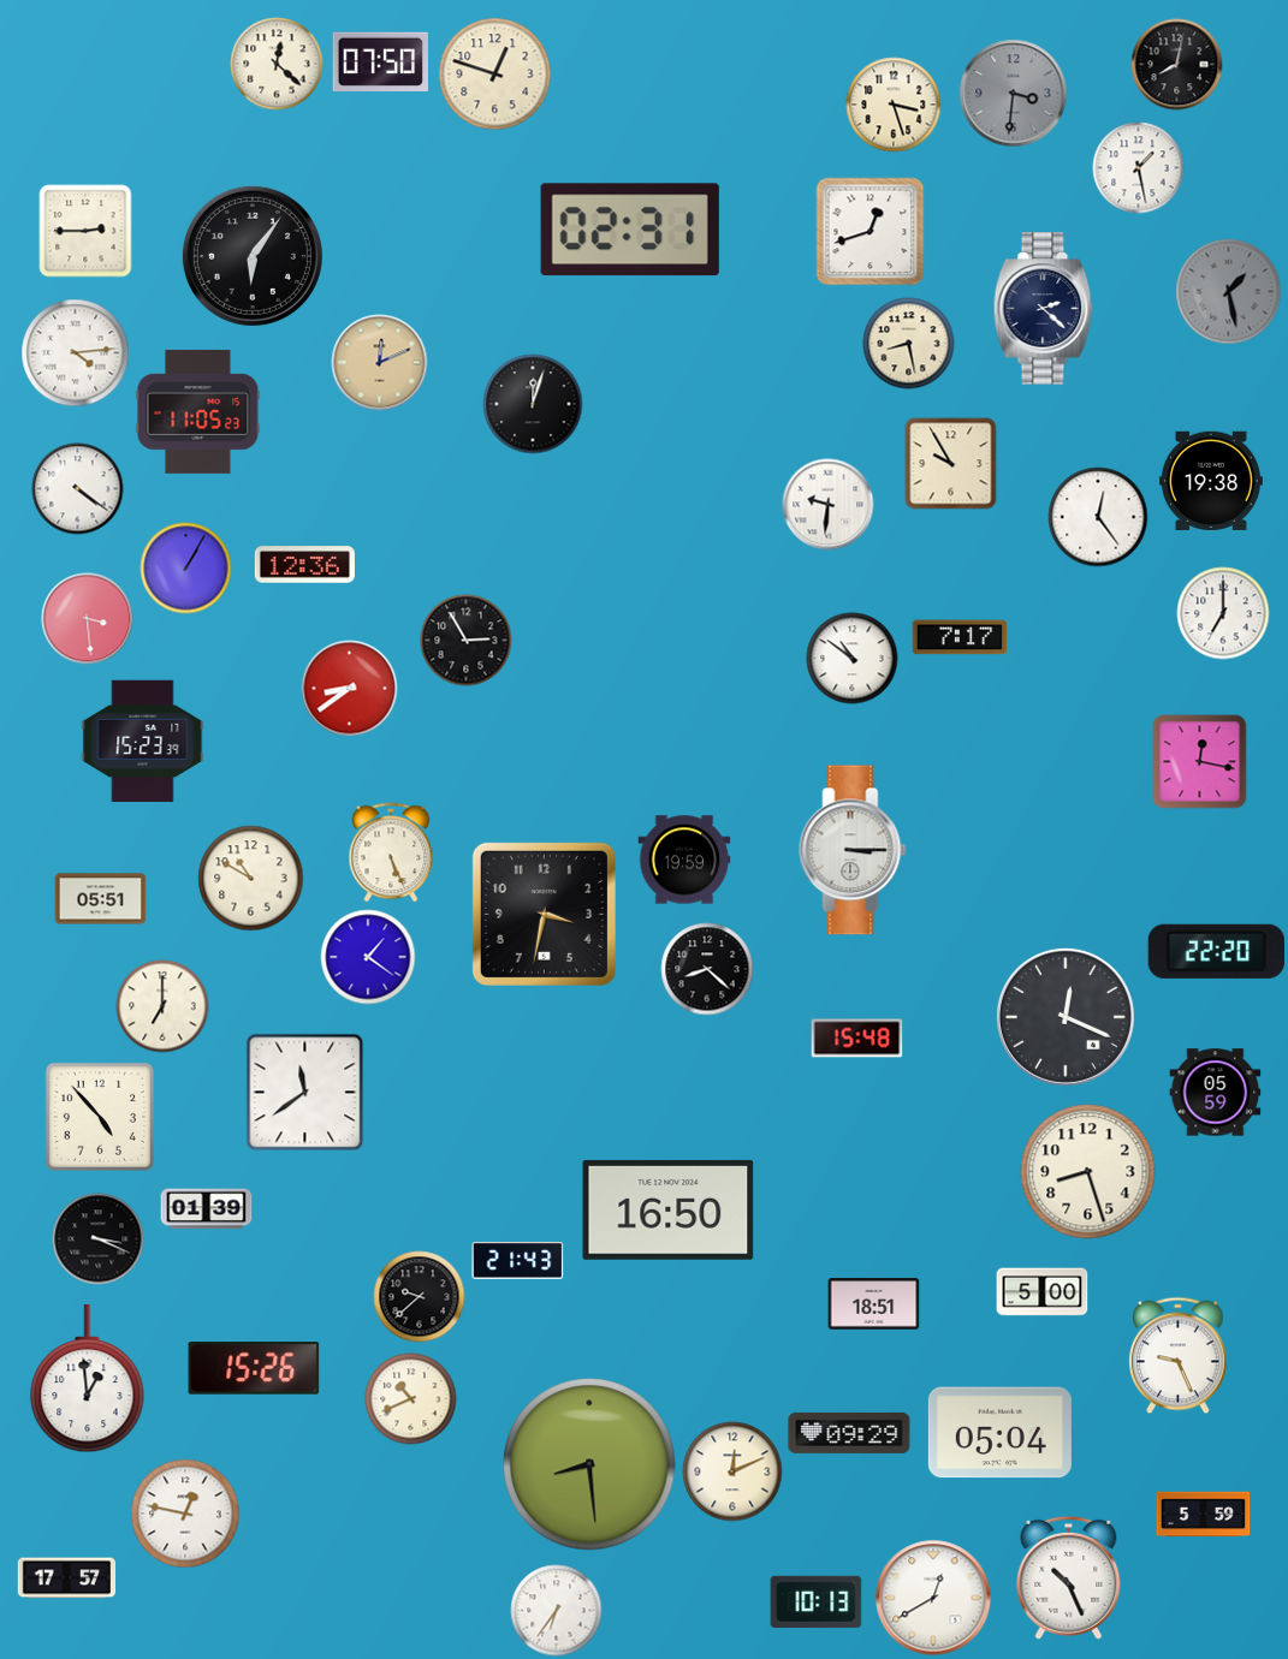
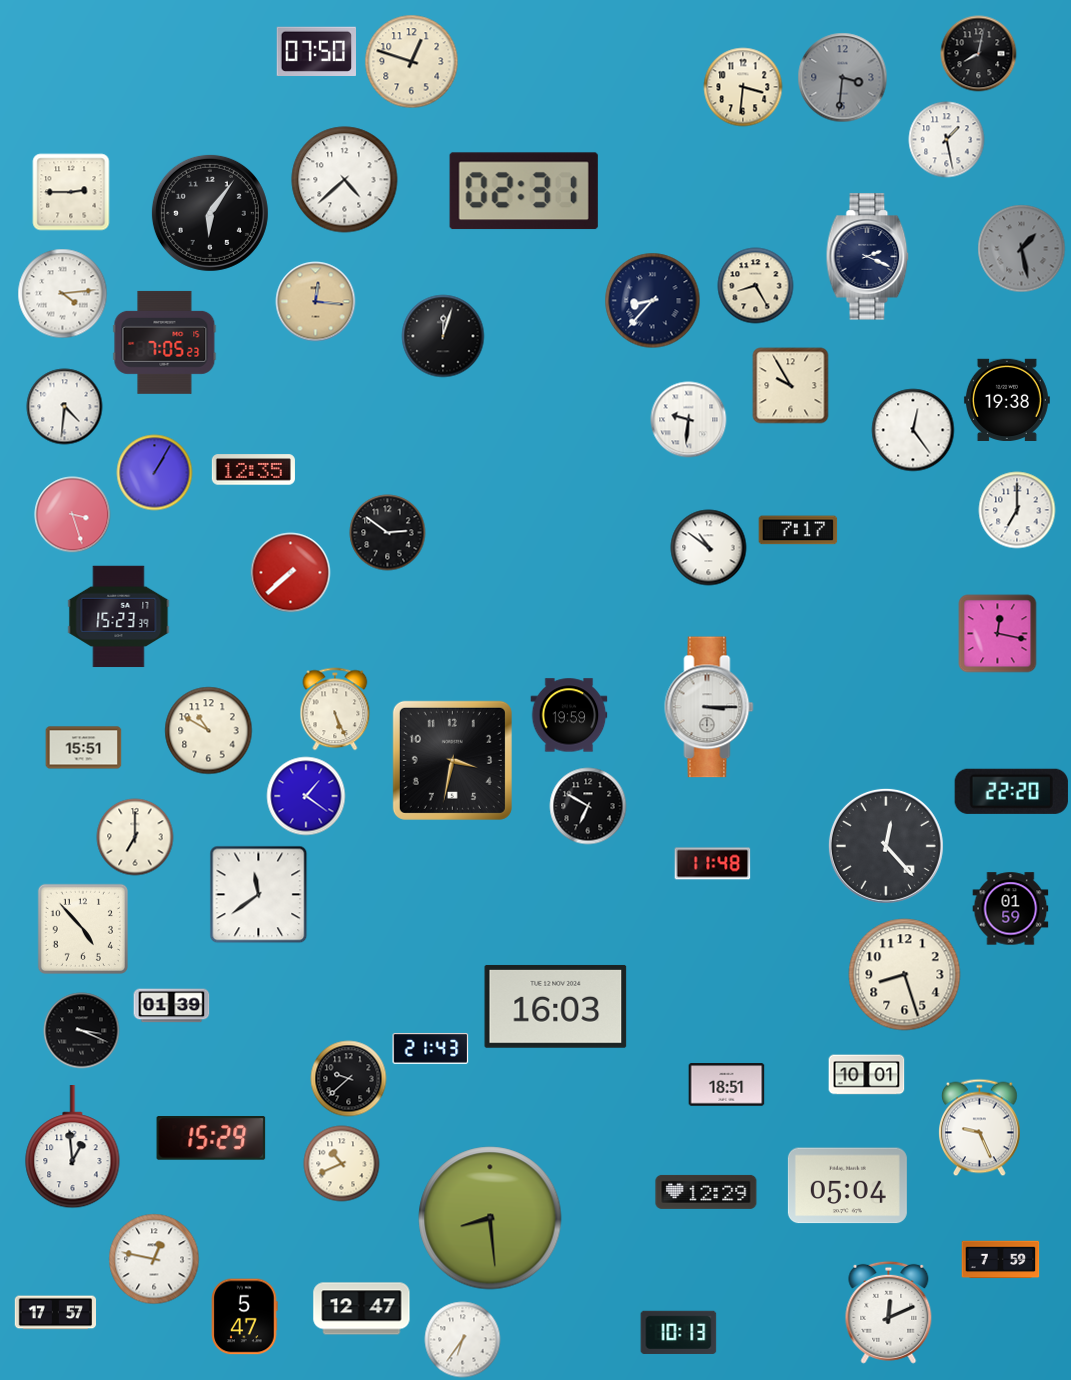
clock at (277, 64): 12:22 -> none
clock at (894, 105): 3:27 -> 3:31
clock at (345, 180): none -> 4:38
clock at (871, 232): 12:42 -> none
clock at (1229, 292) position: (1229, 292) -> (1022, 249)
clock at (1044, 309): 2:22 -> 2:19
clock at (909, 344): 8:28 -> 8:25
clock at (653, 301): none -> 8:37
clock at (380, 363): 12:11 -> 12:16
clock at (198, 411): 11:05 -> 7:05
clock at (78, 489): 4:21 -> 4:31
clock at (304, 565): 12:36 -> 12:35
clock at (88, 619): 3:29 -> 3:27
clock at (467, 641): 2:55 -> 2:51
clock at (350, 689): 8:39 -> 7:38
clock at (391, 852) position: (391, 852) -> (335, 709)
clock at (101, 899): 05:51 -> 15:51
clock at (707, 969): 8:22 -> 6:50
clock at (1066, 1017): 12:19 -> 12:23
clock at (857, 1039): 15:48 -> 11:48
clock at (305, 1093) position: (305, 1093) -> (259, 895)
clock at (1216, 1093): 05:59 -> 01:59
clock at (669, 1209): 16:50 -> 16:03
clock at (1043, 1292): 5:00 -> 10:01
clock at (254, 1369): 15:26 -> 15:29
clock at (849, 1433): 09:29 -> 12:29
clock at (999, 1433) position: (999, 1433) -> (847, 1186)
clock at (732, 1471): 12:11 -> none
clock at (1204, 1515): 5:59 -> 7:59
clock at (362, 1309): none -> 12:47
clock at (1069, 1577): 10:26 -> 12:11
clock at (245, 1317): none -> 5:47
clock at (933, 1598): 12:40 -> none
